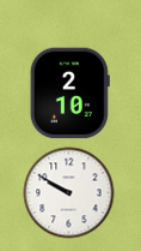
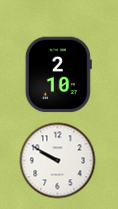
clock at (69, 94) position: (69, 94) -> (58, 75)
